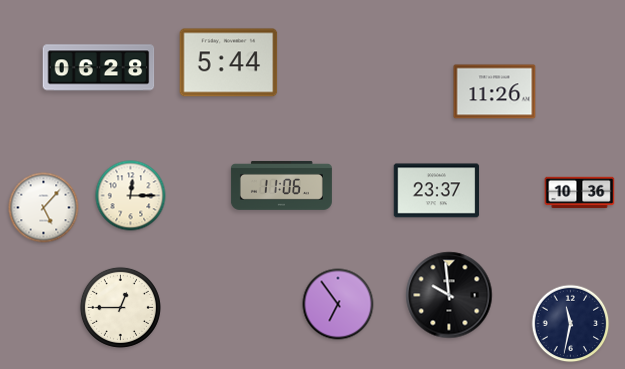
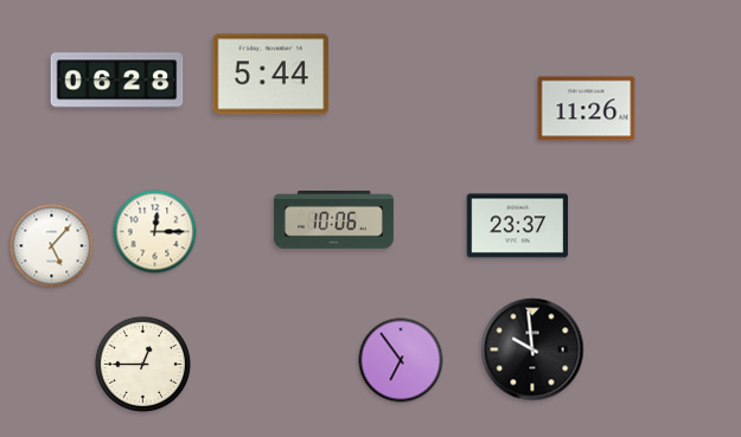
clock at (281, 185): 11:06 -> 10:06
clock at (580, 193): 10:36 -> none
clock at (571, 324): 11:32 -> none
